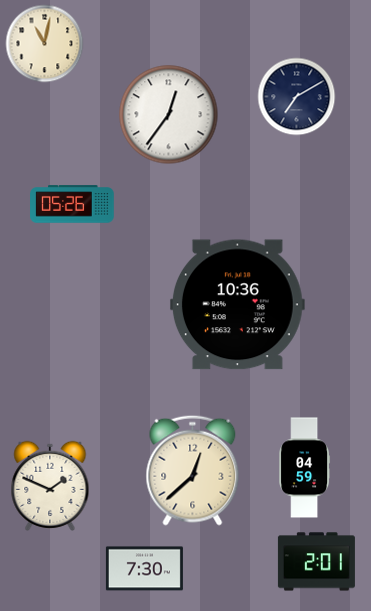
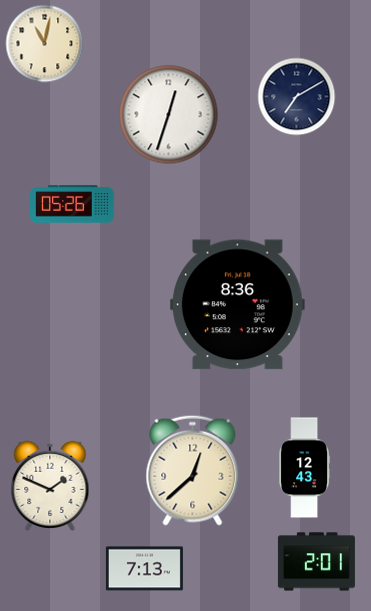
clock at (169, 115): 12:36 -> 12:33
clock at (237, 305): 10:36 -> 8:36
clock at (305, 468): 04:59 -> 12:43
clock at (144, 569): 7:30 -> 7:13
